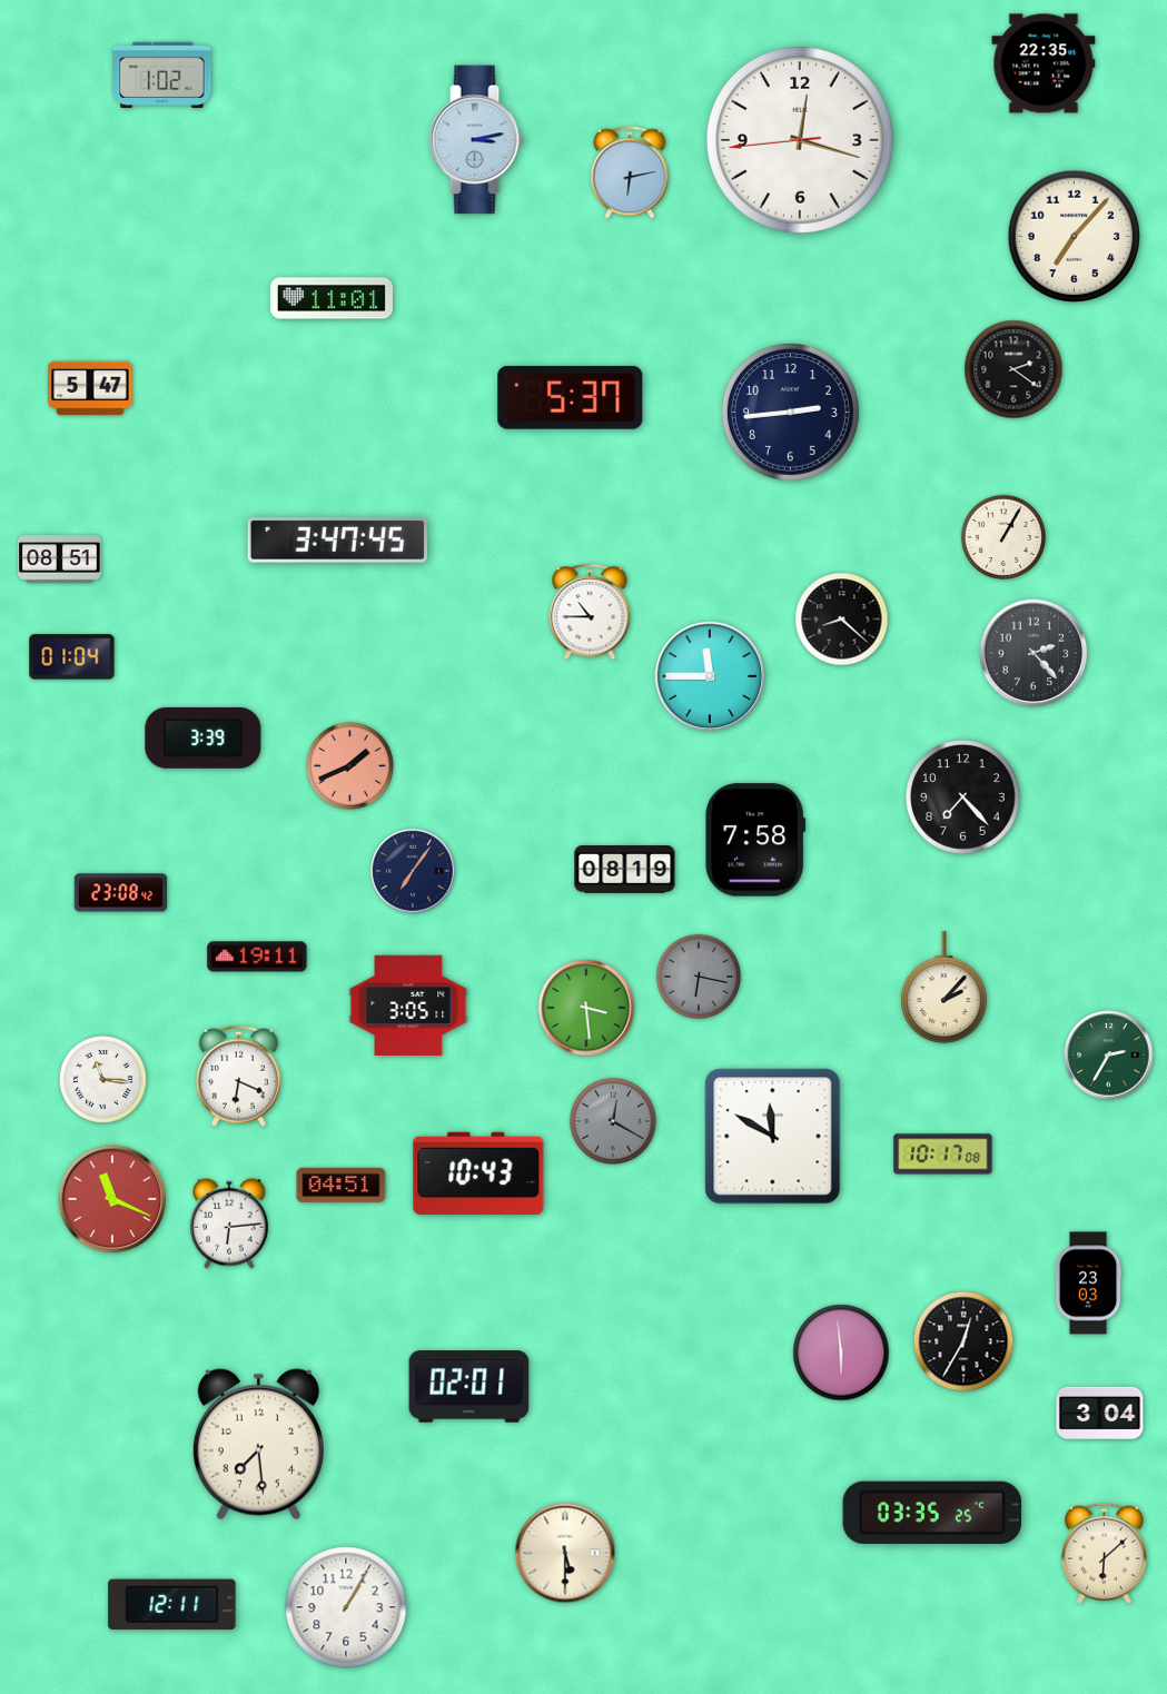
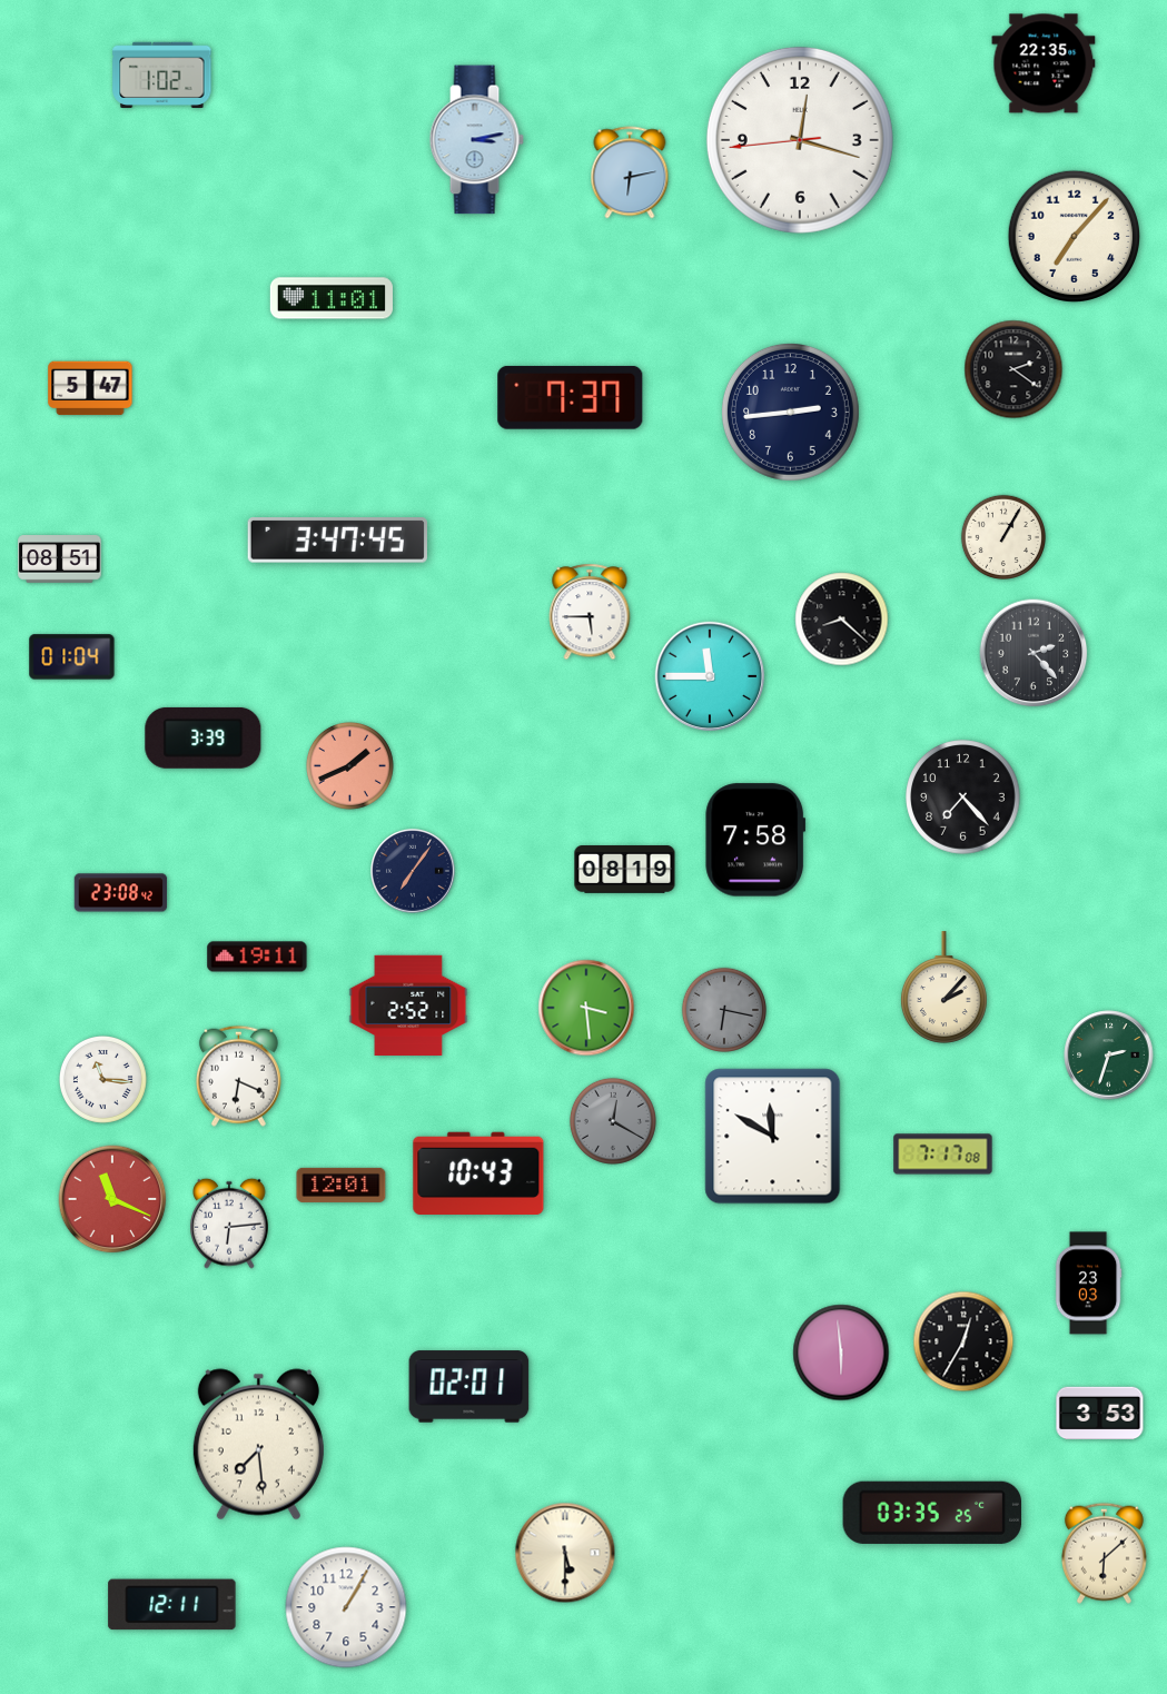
clock at (571, 397): 5:37 -> 7:37
clock at (590, 612): 10:45 -> 5:45
clock at (698, 975) position: (698, 975) -> (723, 1009)
clock at (408, 1004): 3:05 -> 2:52
clock at (1109, 1056): 2:35 -> 2:33
clock at (943, 1155): 10:17 -> 7:17
clock at (342, 1185): 04:51 -> 12:01
clock at (1100, 1414): 3:04 -> 3:53
